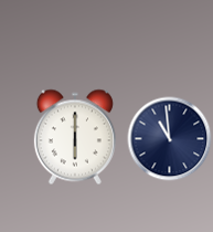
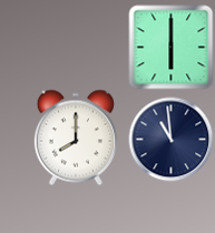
clock at (172, 48): none -> 6:00
clock at (75, 137): 6:00 -> 8:00
